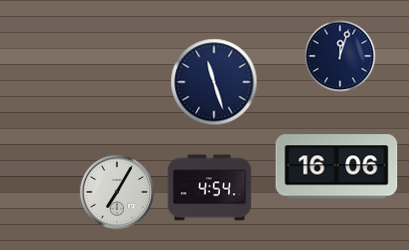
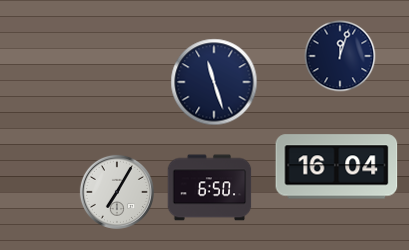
clock at (337, 167): 16:06 -> 16:04
clock at (210, 188): 4:54 -> 6:50
